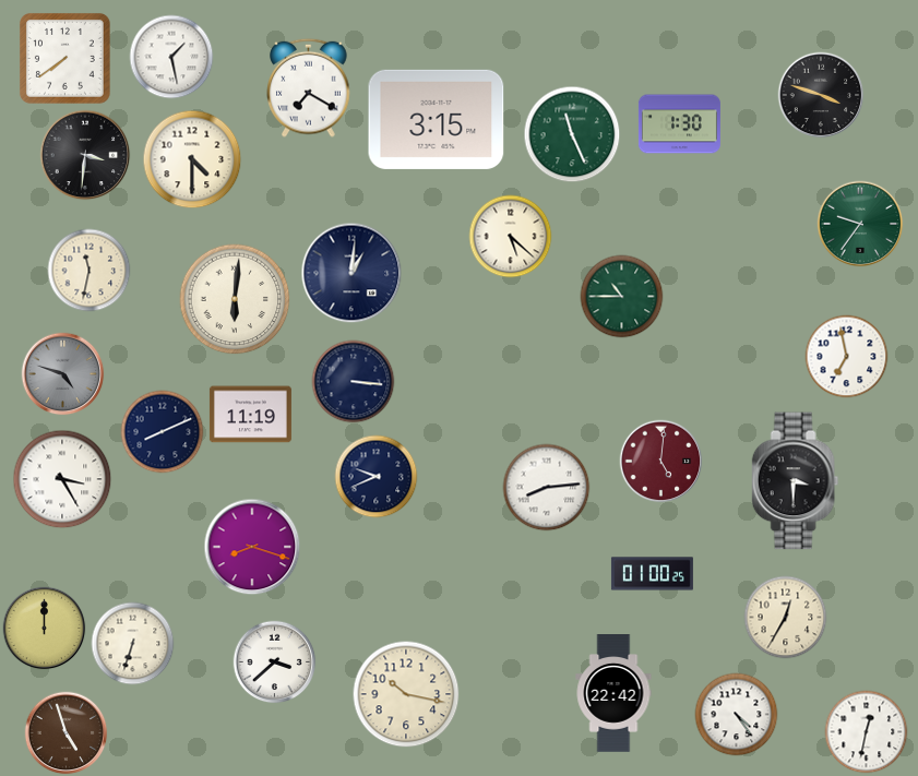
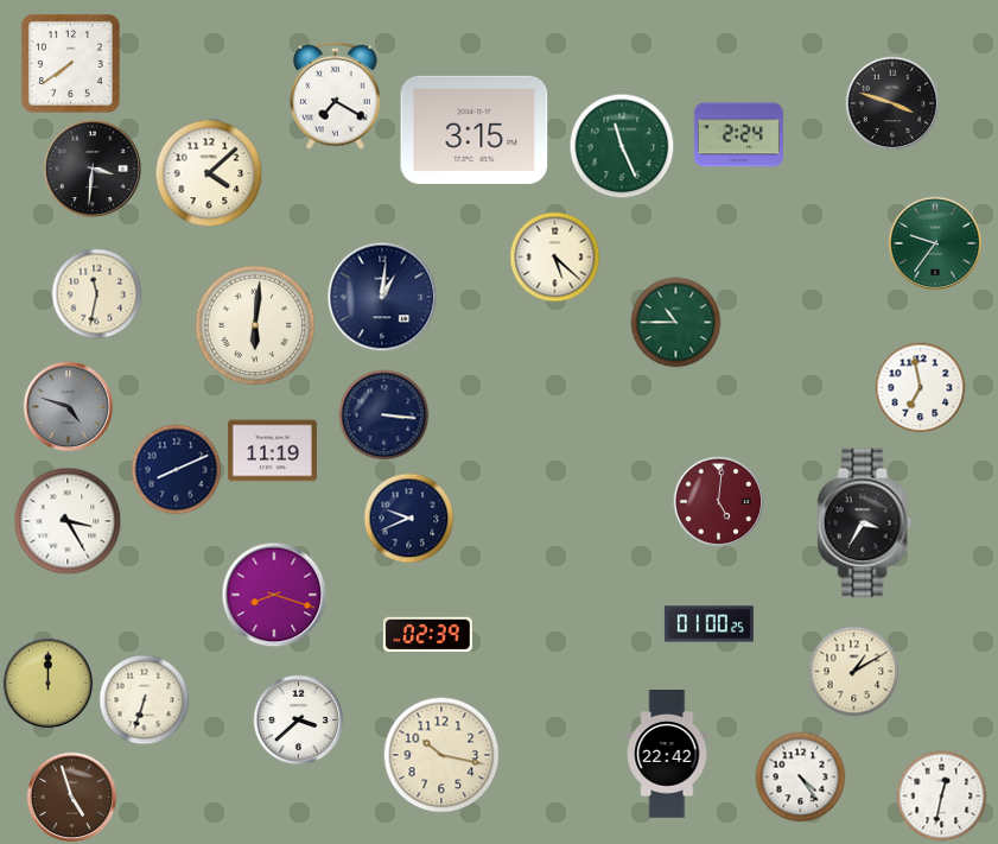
clock at (171, 57): 1:28 -> none
clock at (679, 124): 1:30 -> 2:24
clock at (192, 159): 4:30 -> 4:08
clock at (796, 481): 3:30 -> 3:35
clock at (547, 488): 8:14 -> none
clock at (427, 634): none -> 02:39
clock at (786, 618): 12:35 -> 1:10
